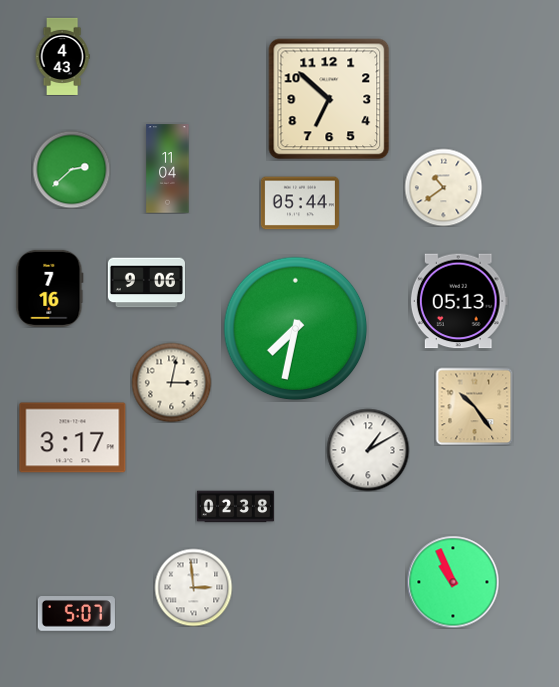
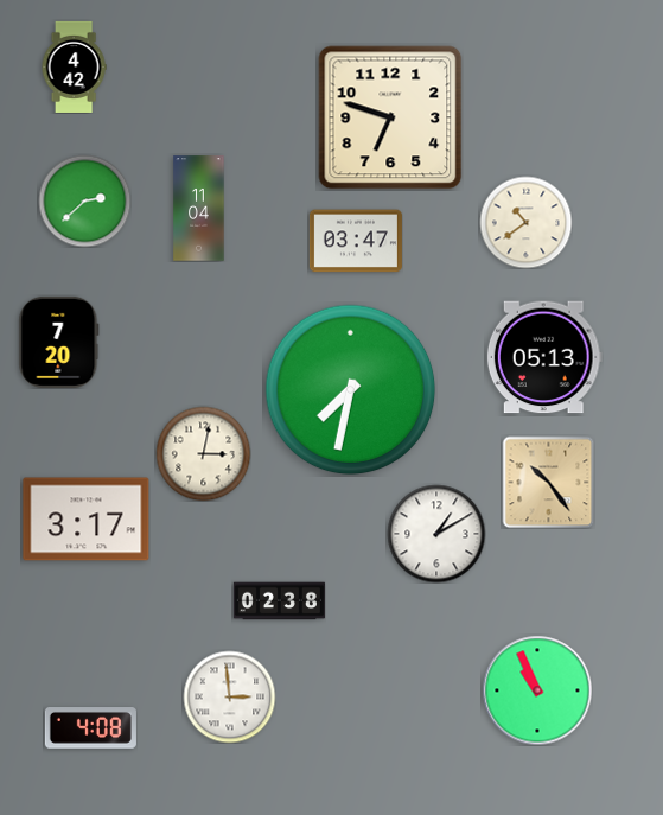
clock at (62, 56): 4:43 -> 4:42
clock at (329, 99): 6:52 -> 6:48
clock at (168, 169) position: (168, 169) -> (199, 209)
clock at (300, 203): 05:44 -> 03:47
clock at (146, 283): 9:06 -> none
clock at (50, 288): 7:16 -> 7:20
clock at (474, 406) position: (474, 406) -> (548, 482)
clock at (76, 614): 5:07 -> 4:08
